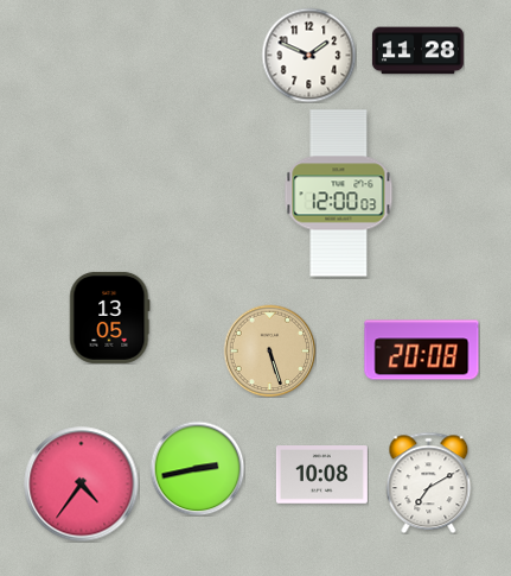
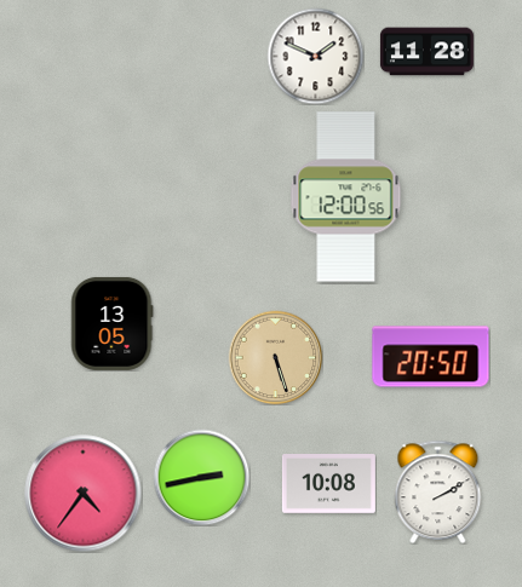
clock at (339, 194): 12:00:03 -> 12:00:56
clock at (422, 350): 20:08 -> 20:50
clock at (429, 482): 7:10 -> 2:10
